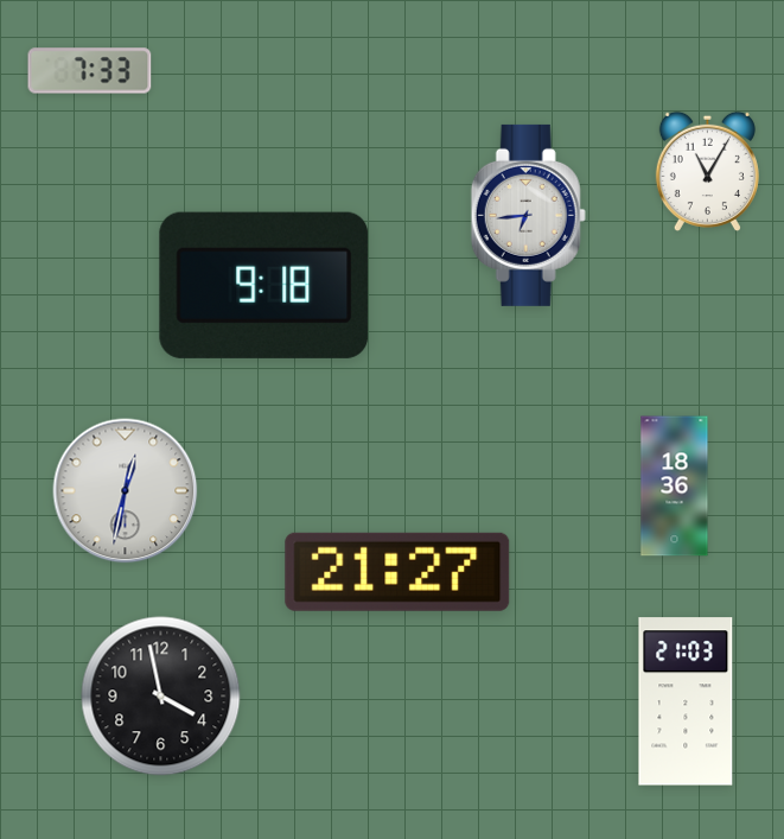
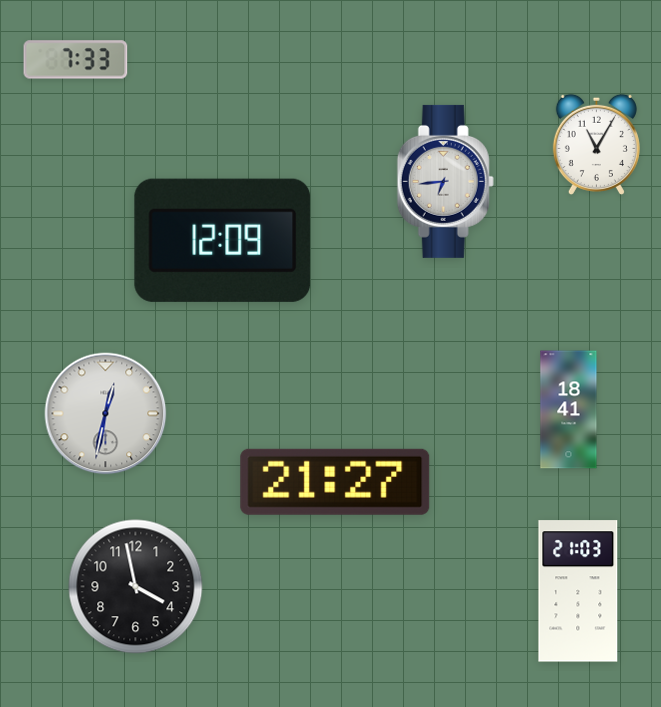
clock at (264, 285): 9:18 -> 12:09
clock at (675, 487): 18:36 -> 18:41
